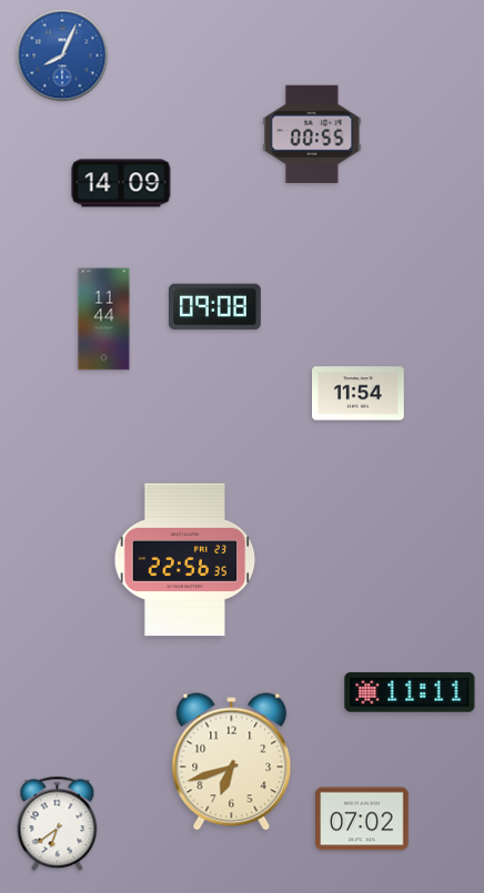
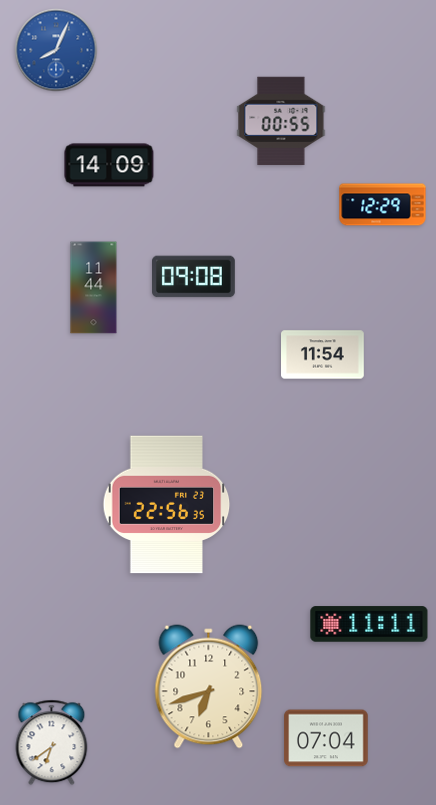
clock at (383, 205): none -> 12:29
clock at (362, 819): 07:02 -> 07:04
